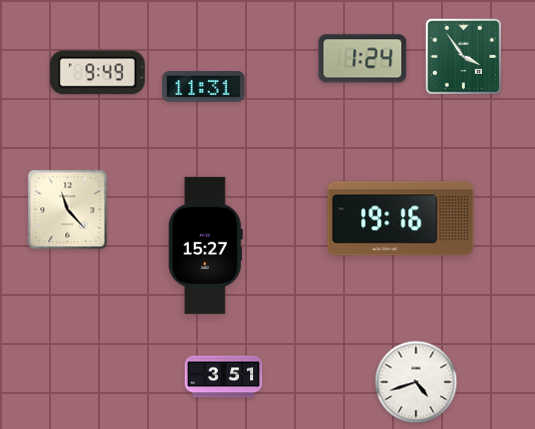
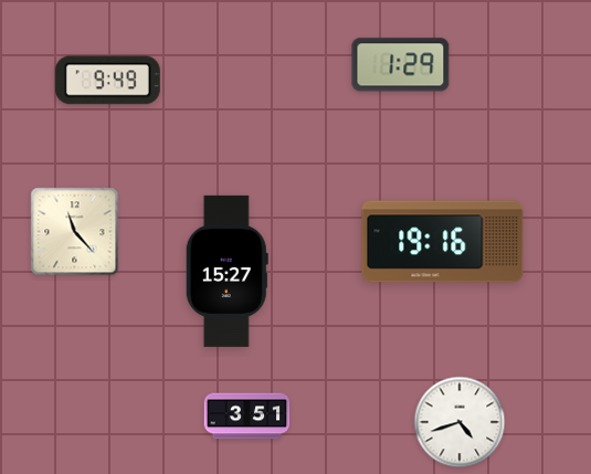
clock at (464, 57): 3:54 -> none
clock at (363, 59): 1:24 -> 1:29
clock at (204, 87): 11:31 -> none
